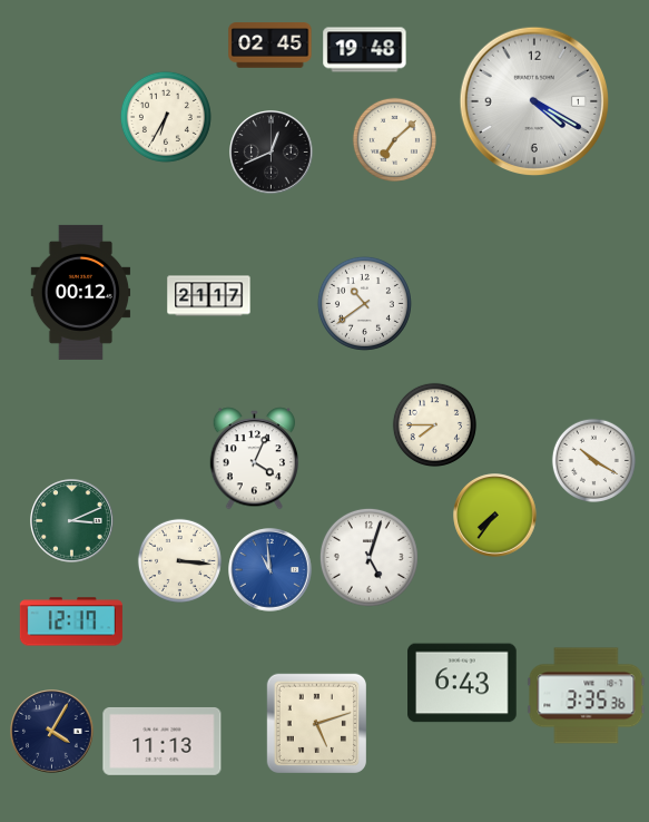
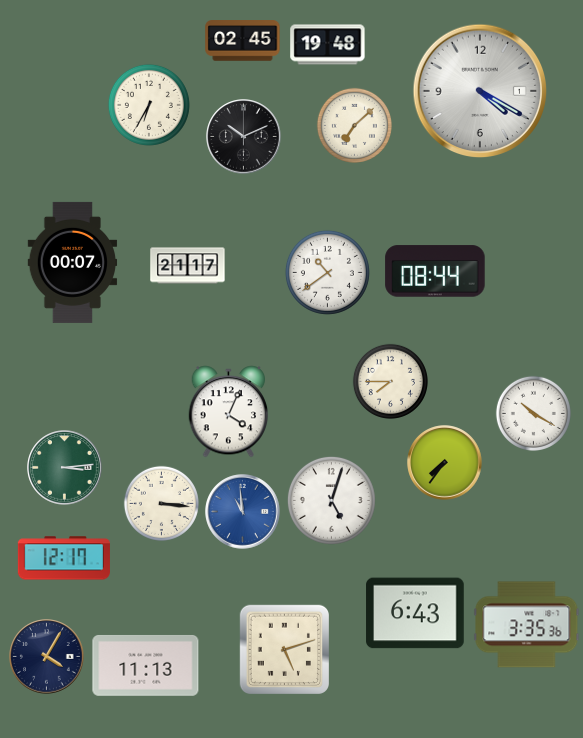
clock at (272, 153): 12:41 -> 10:11
clock at (81, 292): 00:12 -> 00:07
clock at (435, 271): none -> 08:44
clock at (72, 521): 3:11 -> 3:14
